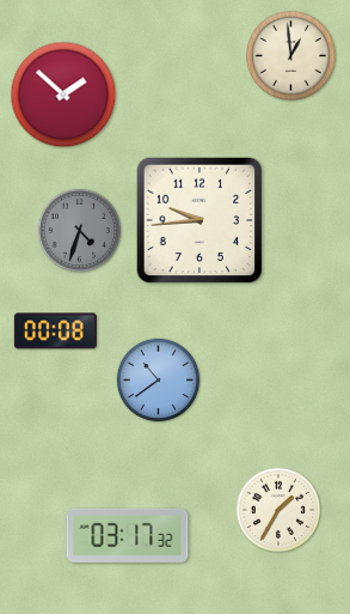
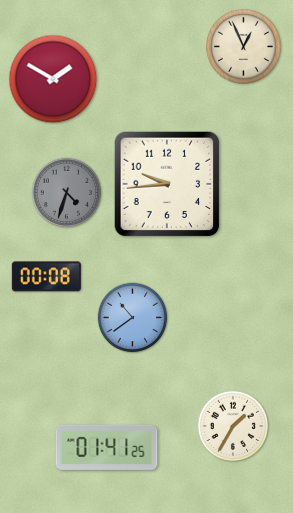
clock at (291, 56): 12:59 -> 12:56
clock at (63, 95): 1:52 -> 1:50
clock at (128, 535): 03:17 -> 01:41
